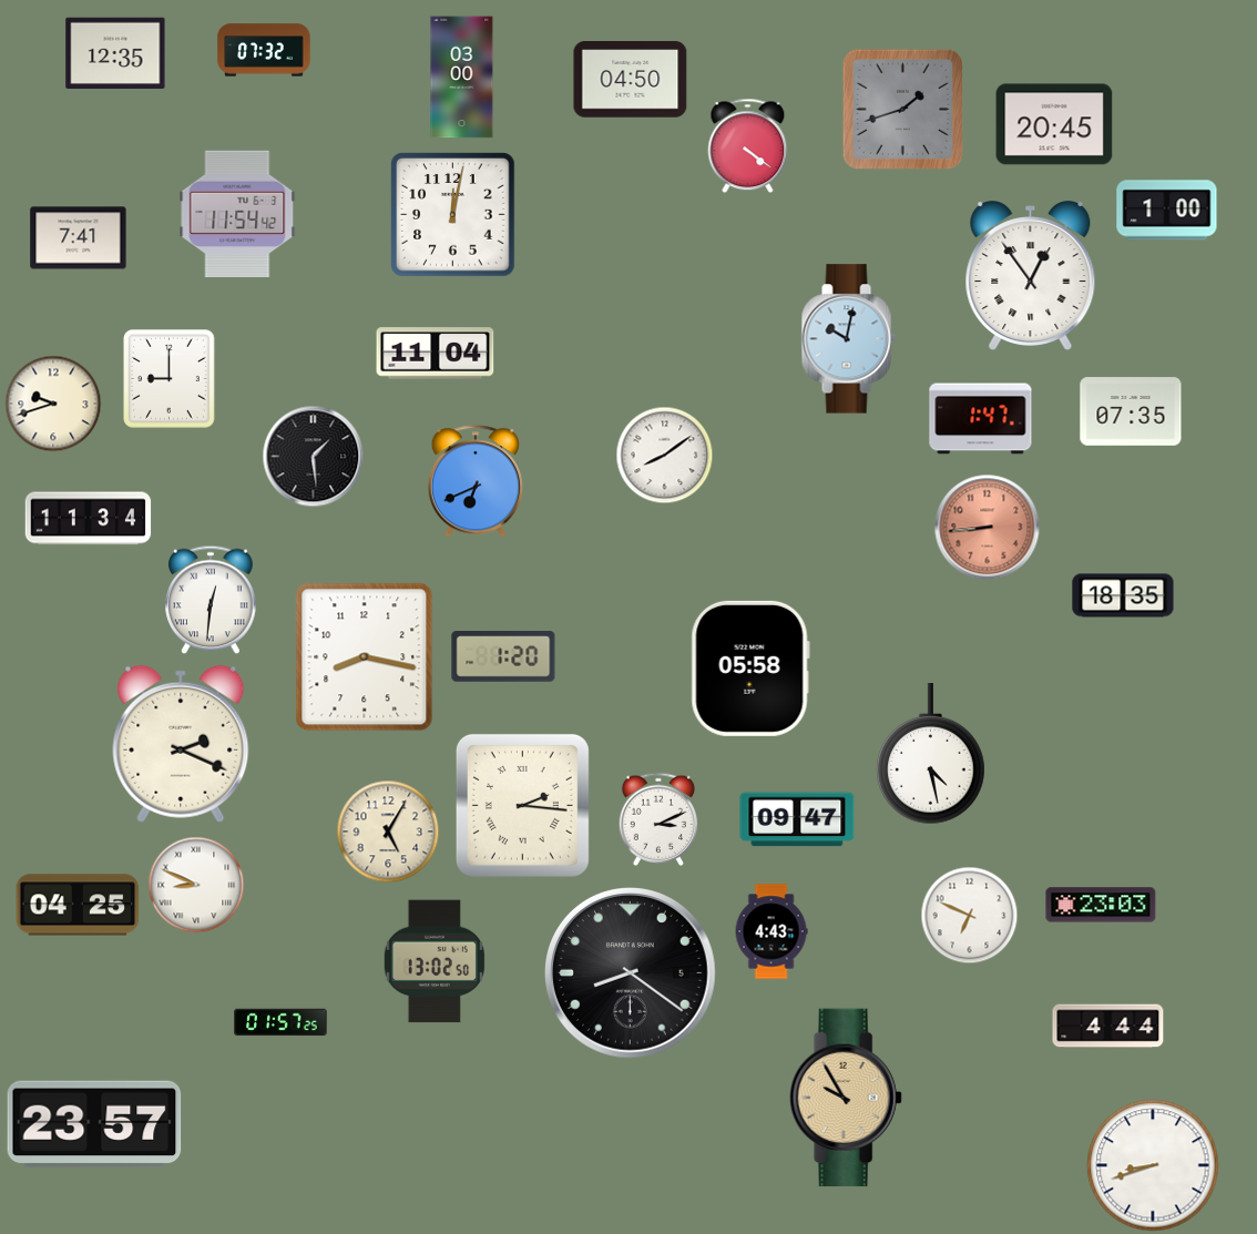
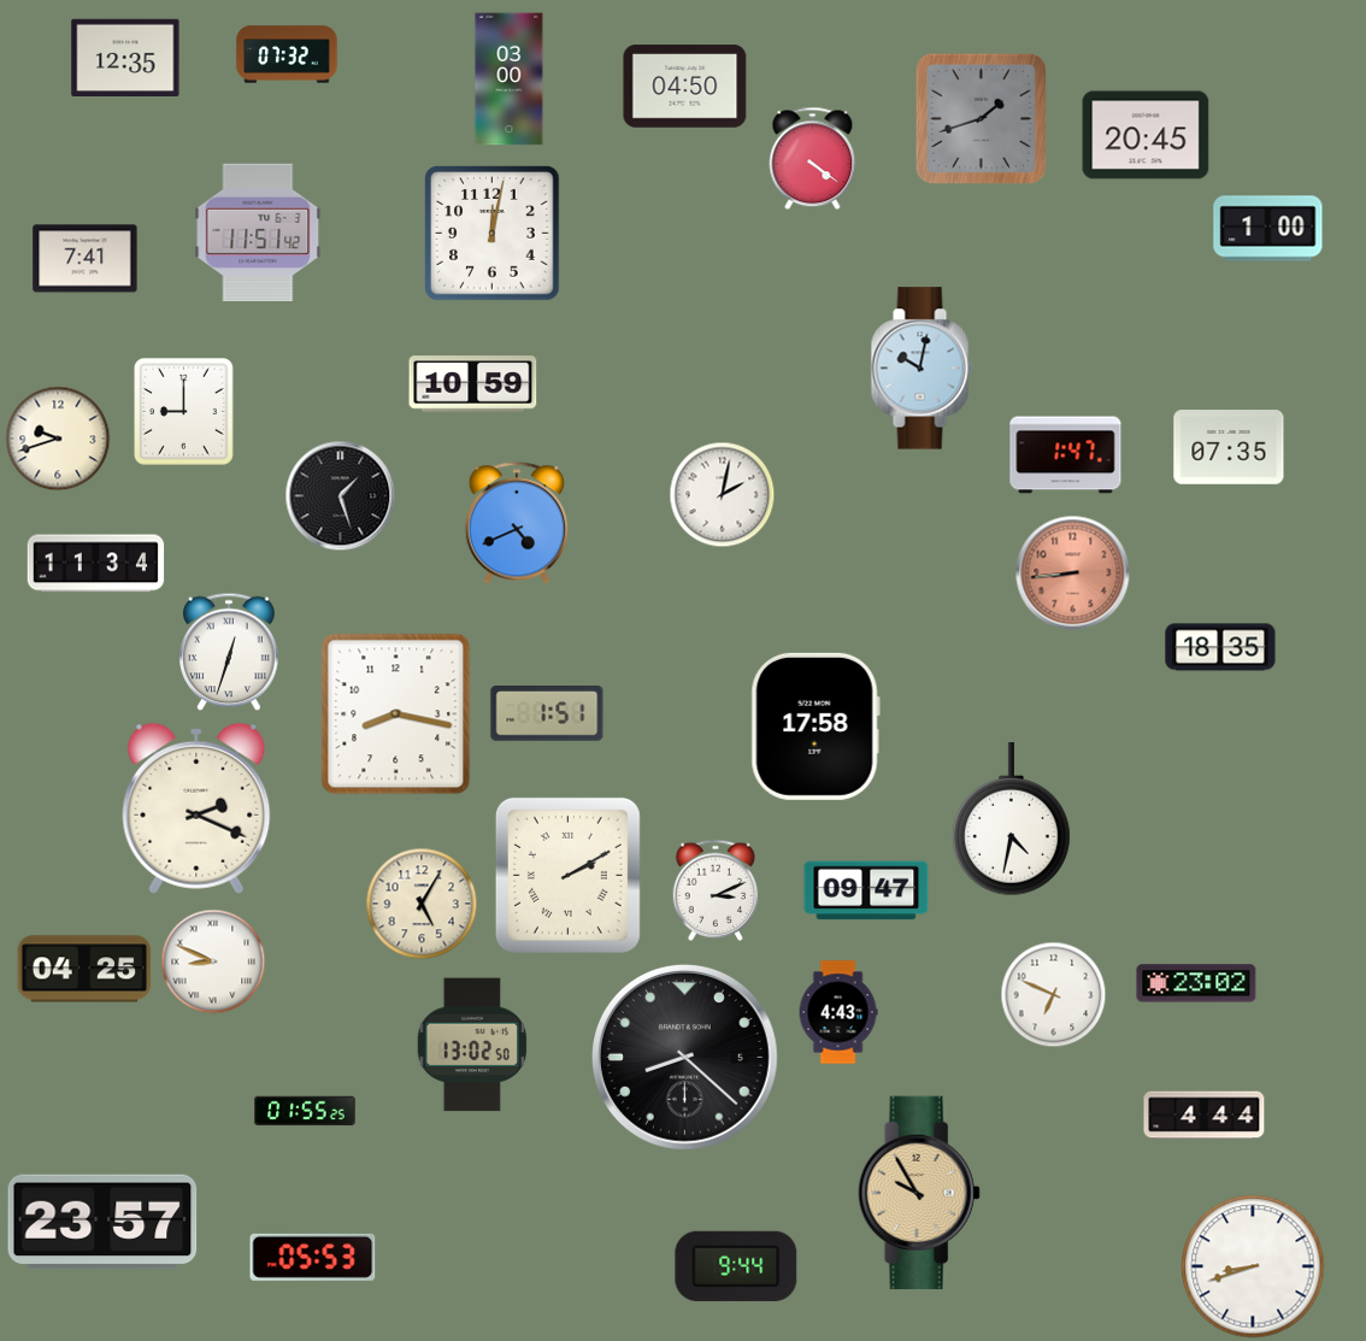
clock at (462, 78) position: (462, 78) -> (510, 80)
clock at (237, 213): 11:54 -> 11:51
clock at (1031, 276): 12:54 -> none
clock at (436, 354): 11:04 -> 10:59
clock at (664, 455): 8:09 -> 2:02
clock at (313, 456): 1:29 -> 1:27
clock at (476, 481): 6:41 -> 4:41
clock at (211, 600): 12:31 -> 12:33
clock at (503, 656): 1:20 -> 1:51
clock at (750, 669): 05:58 -> 17:58
clock at (931, 755): 4:28 -> 4:32
clock at (522, 805): 2:16 -> 2:10
clock at (78, 905) position: (78, 905) -> (84, 969)
clock at (1101, 905): 23:03 -> 23:02
clock at (631, 973): 8:21 -> 8:22
clock at (280, 1022): 01:57 -> 01:55
clock at (313, 1257): none -> 05:53
clock at (736, 1266): none -> 9:44
